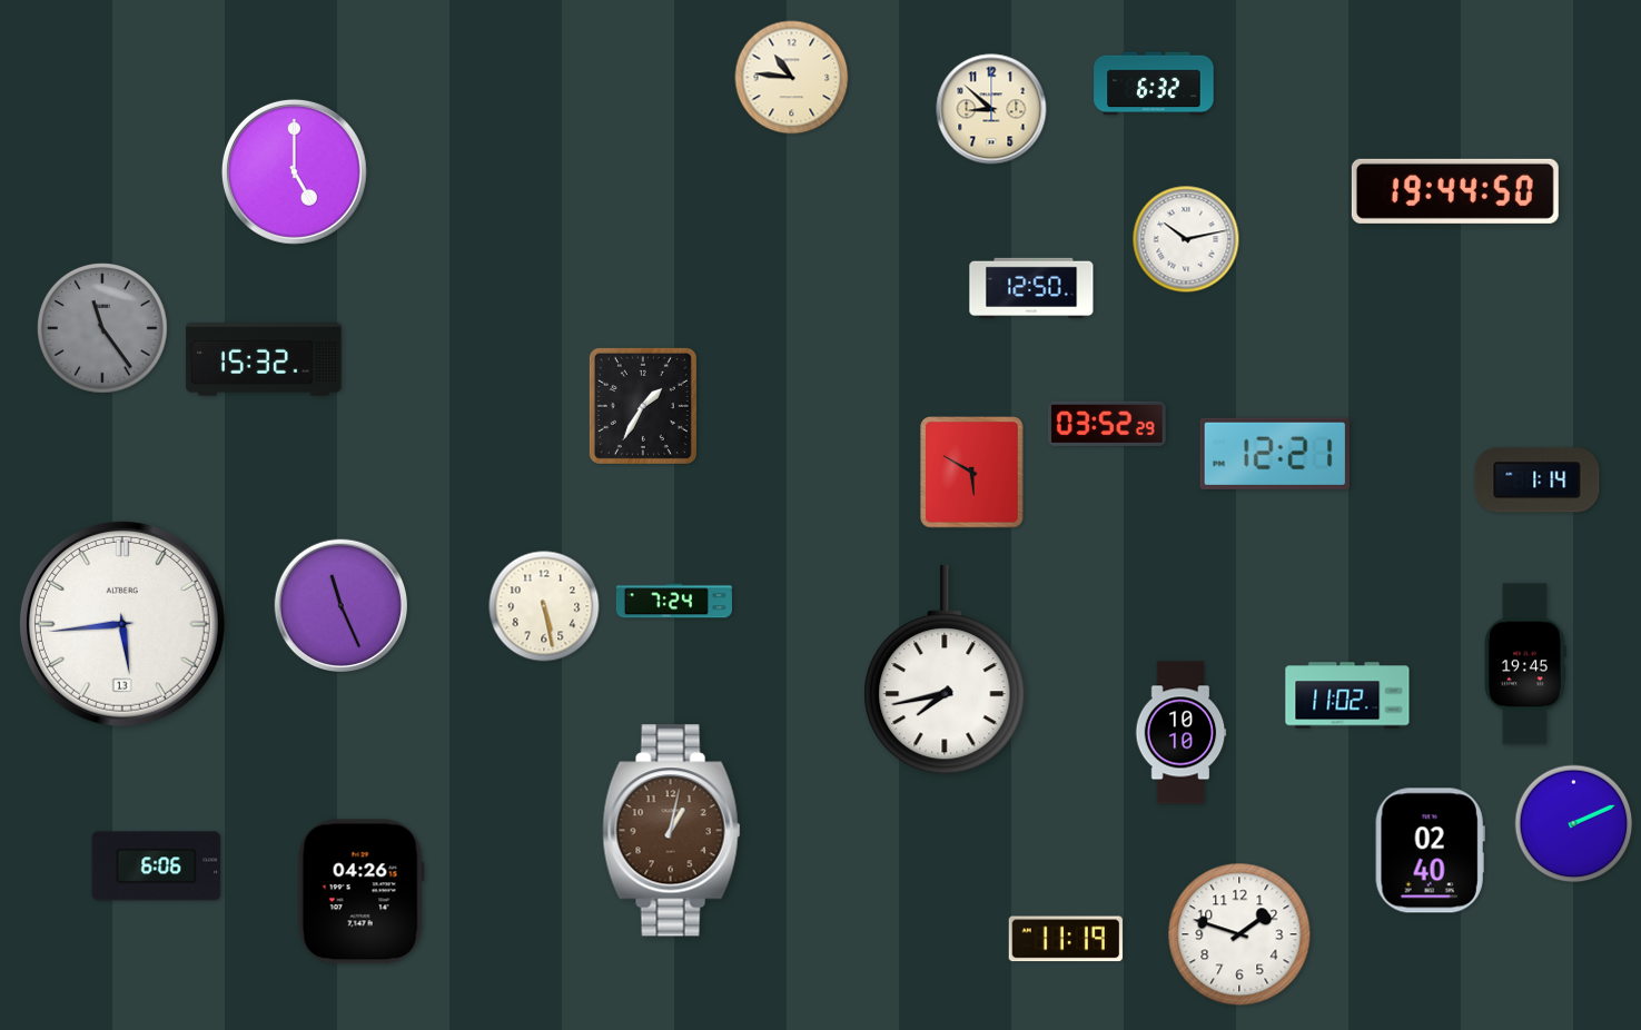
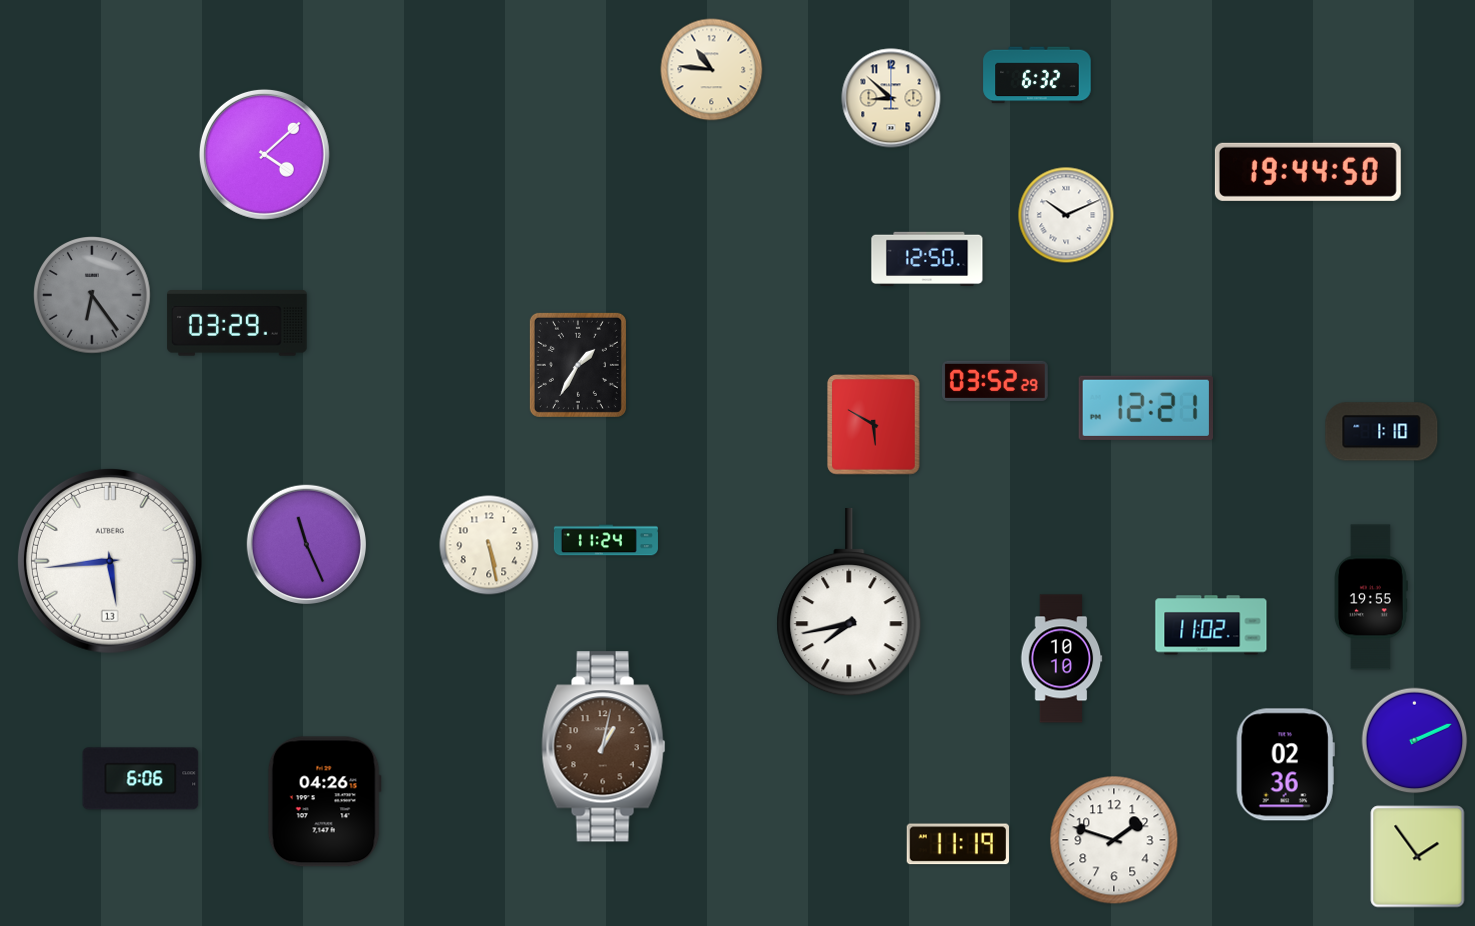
clock at (294, 171): 5:00 -> 4:08
clock at (1186, 239): 10:13 -> 10:11
clock at (103, 329): 11:24 -> 6:24
clock at (264, 359): 15:32 -> 03:29
clock at (1538, 481): 1:14 -> 1:10
clock at (674, 601): 7:24 -> 11:24
clock at (1525, 664): 19:45 -> 19:55
clock at (1430, 851): 02:40 -> 02:36
clock at (1418, 857): none -> 1:54
